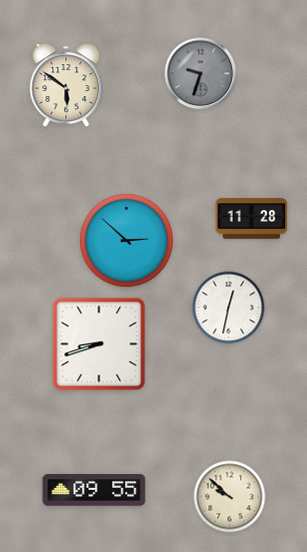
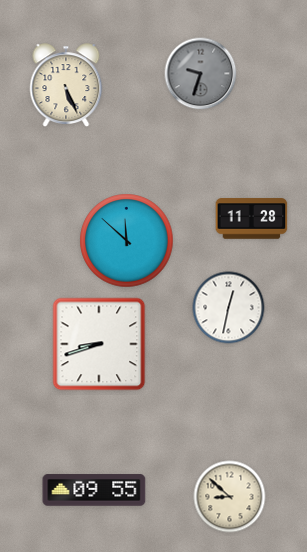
clock at (66, 85): 5:51 -> 5:26
clock at (127, 241): 2:52 -> 11:52
clock at (230, 497): 9:52 -> 8:52
